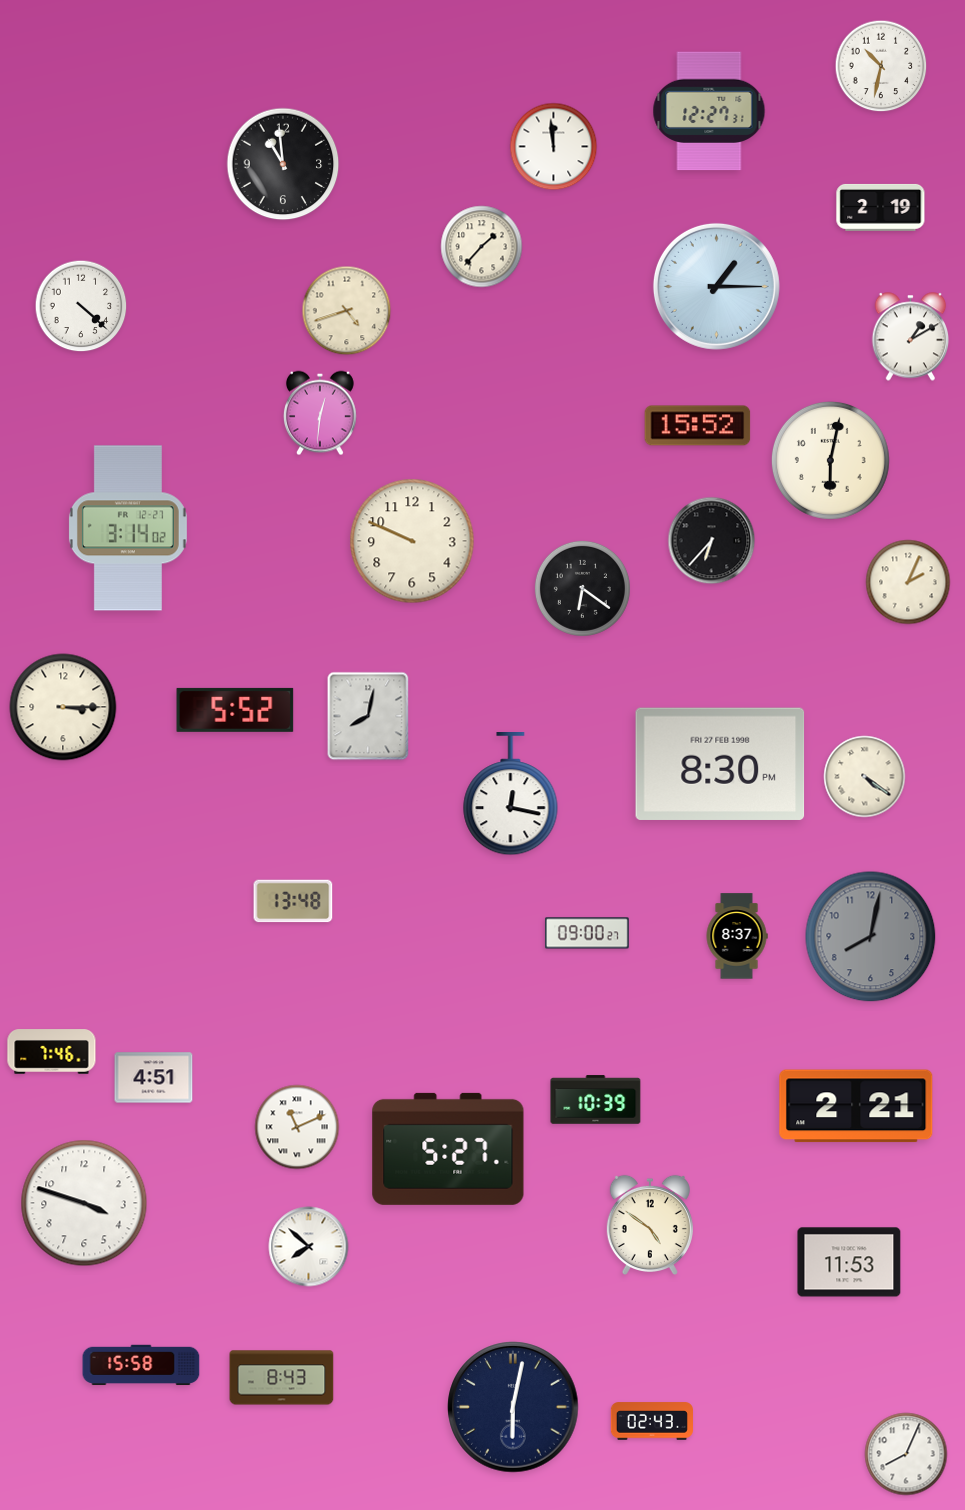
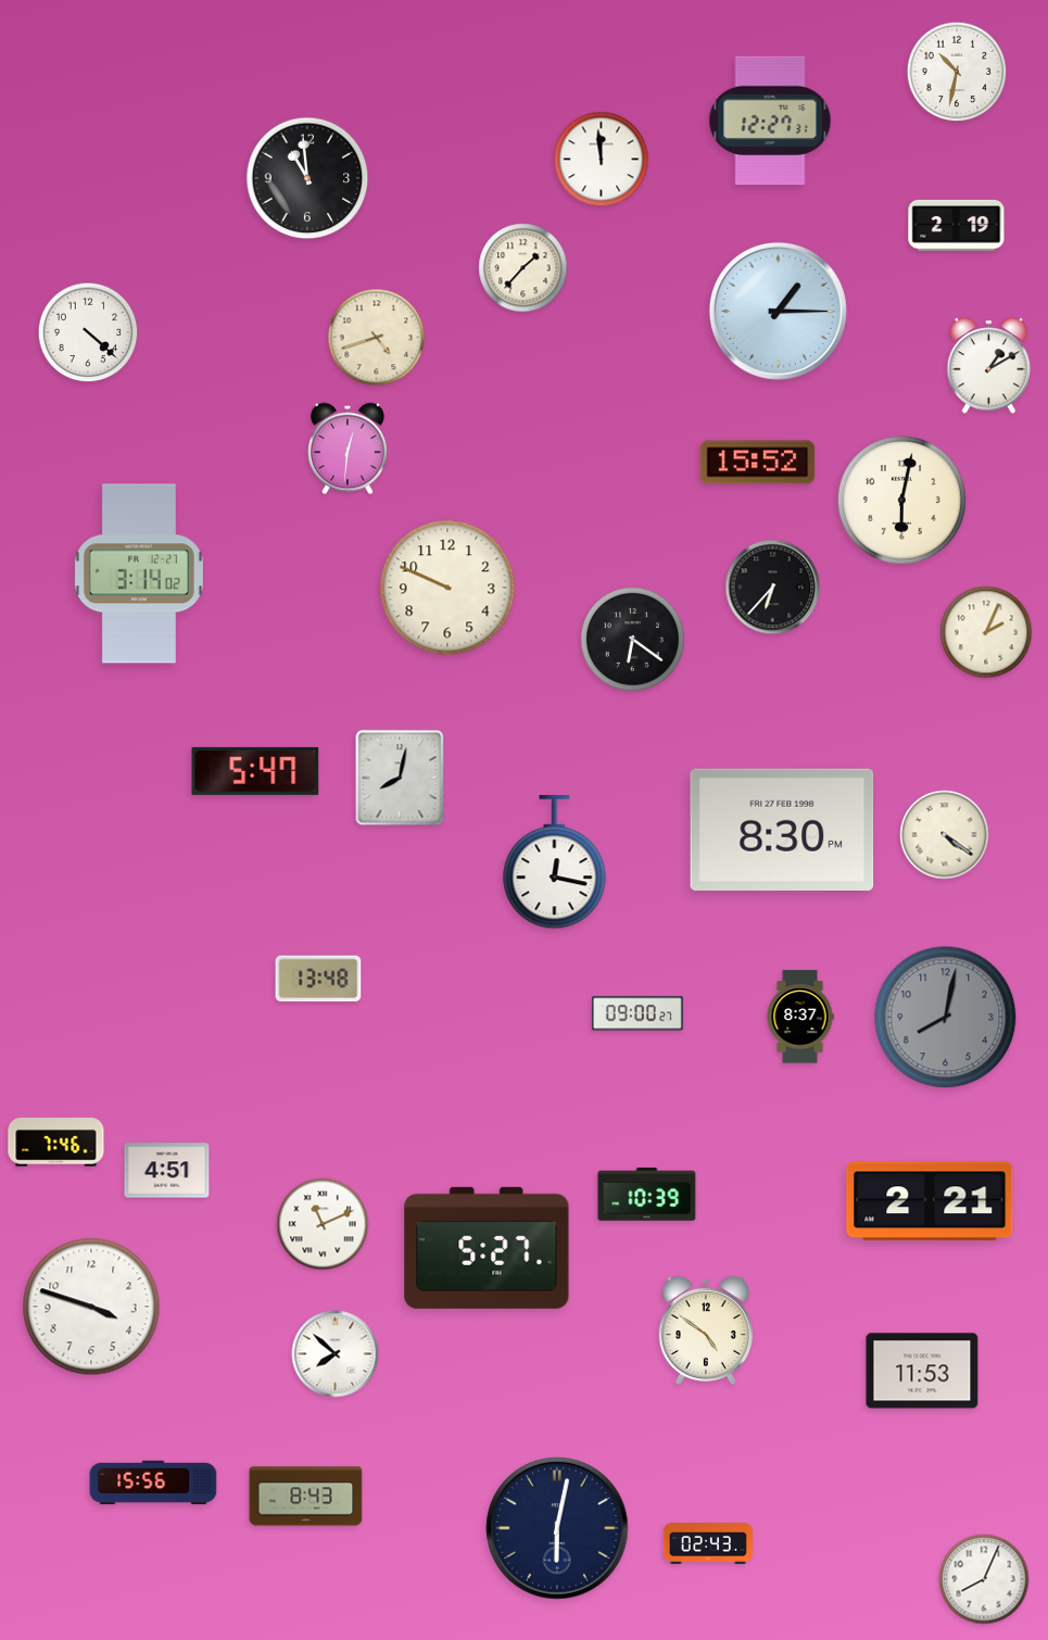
clock at (63, 707): 3:15 -> none
clock at (235, 710): 5:52 -> 5:47
clock at (865, 777) position: (865, 777) -> (945, 835)
clock at (141, 1365): 15:58 -> 15:56
